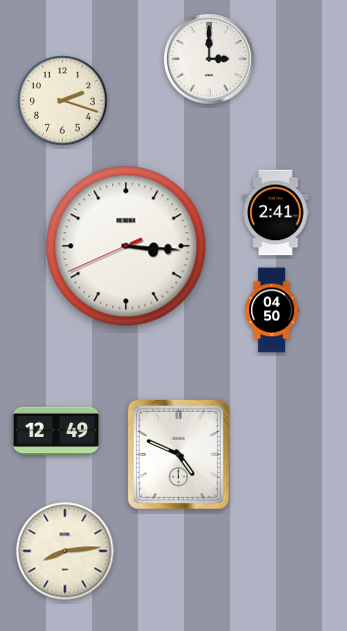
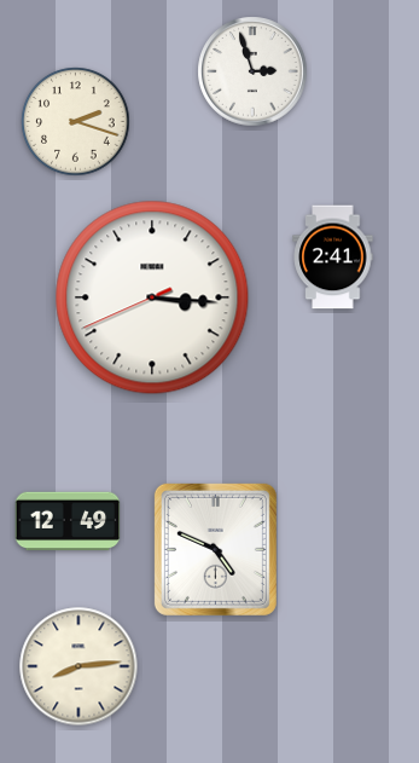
clock at (209, 59): 3:00 -> 2:57
clock at (272, 310): 04:50 -> none
